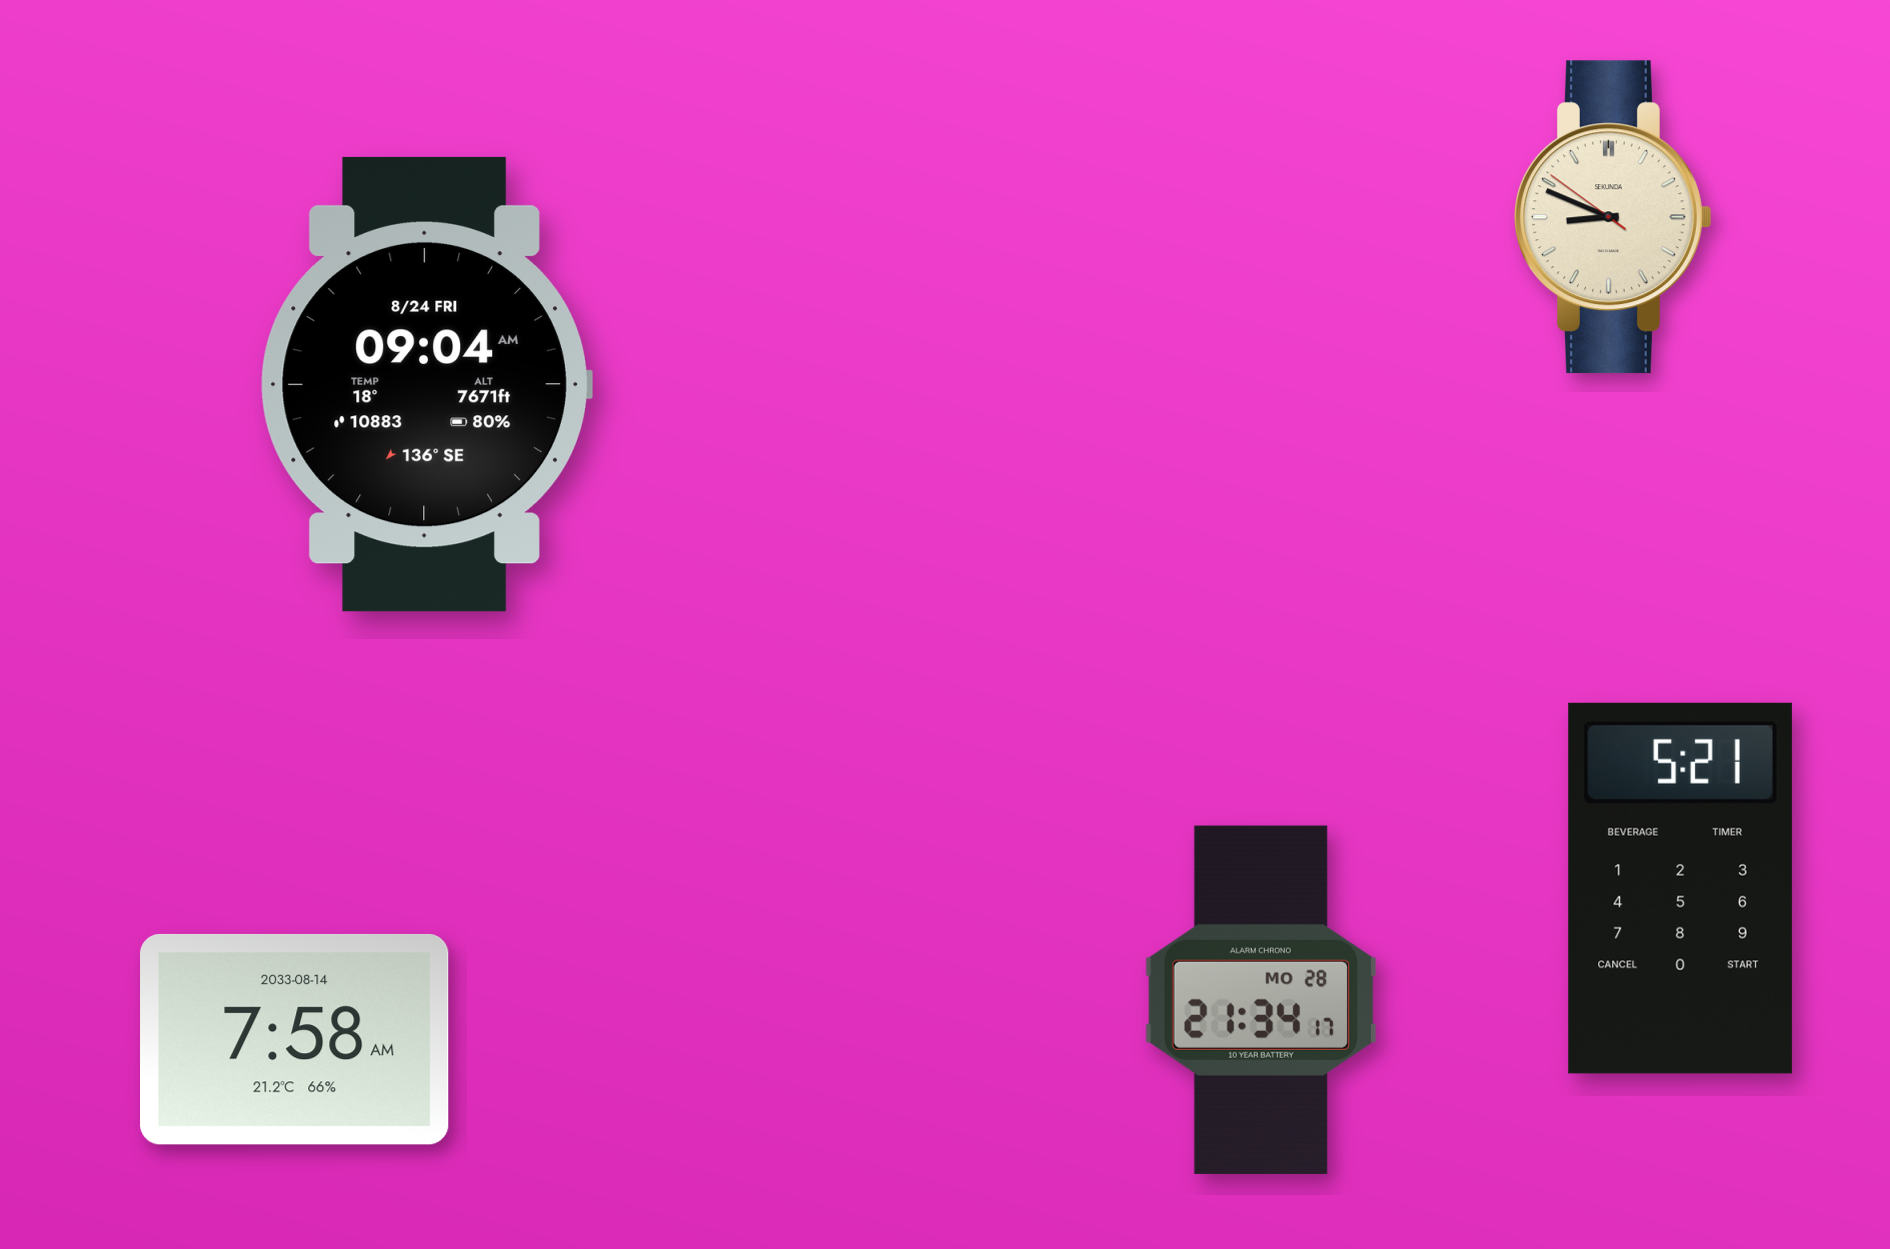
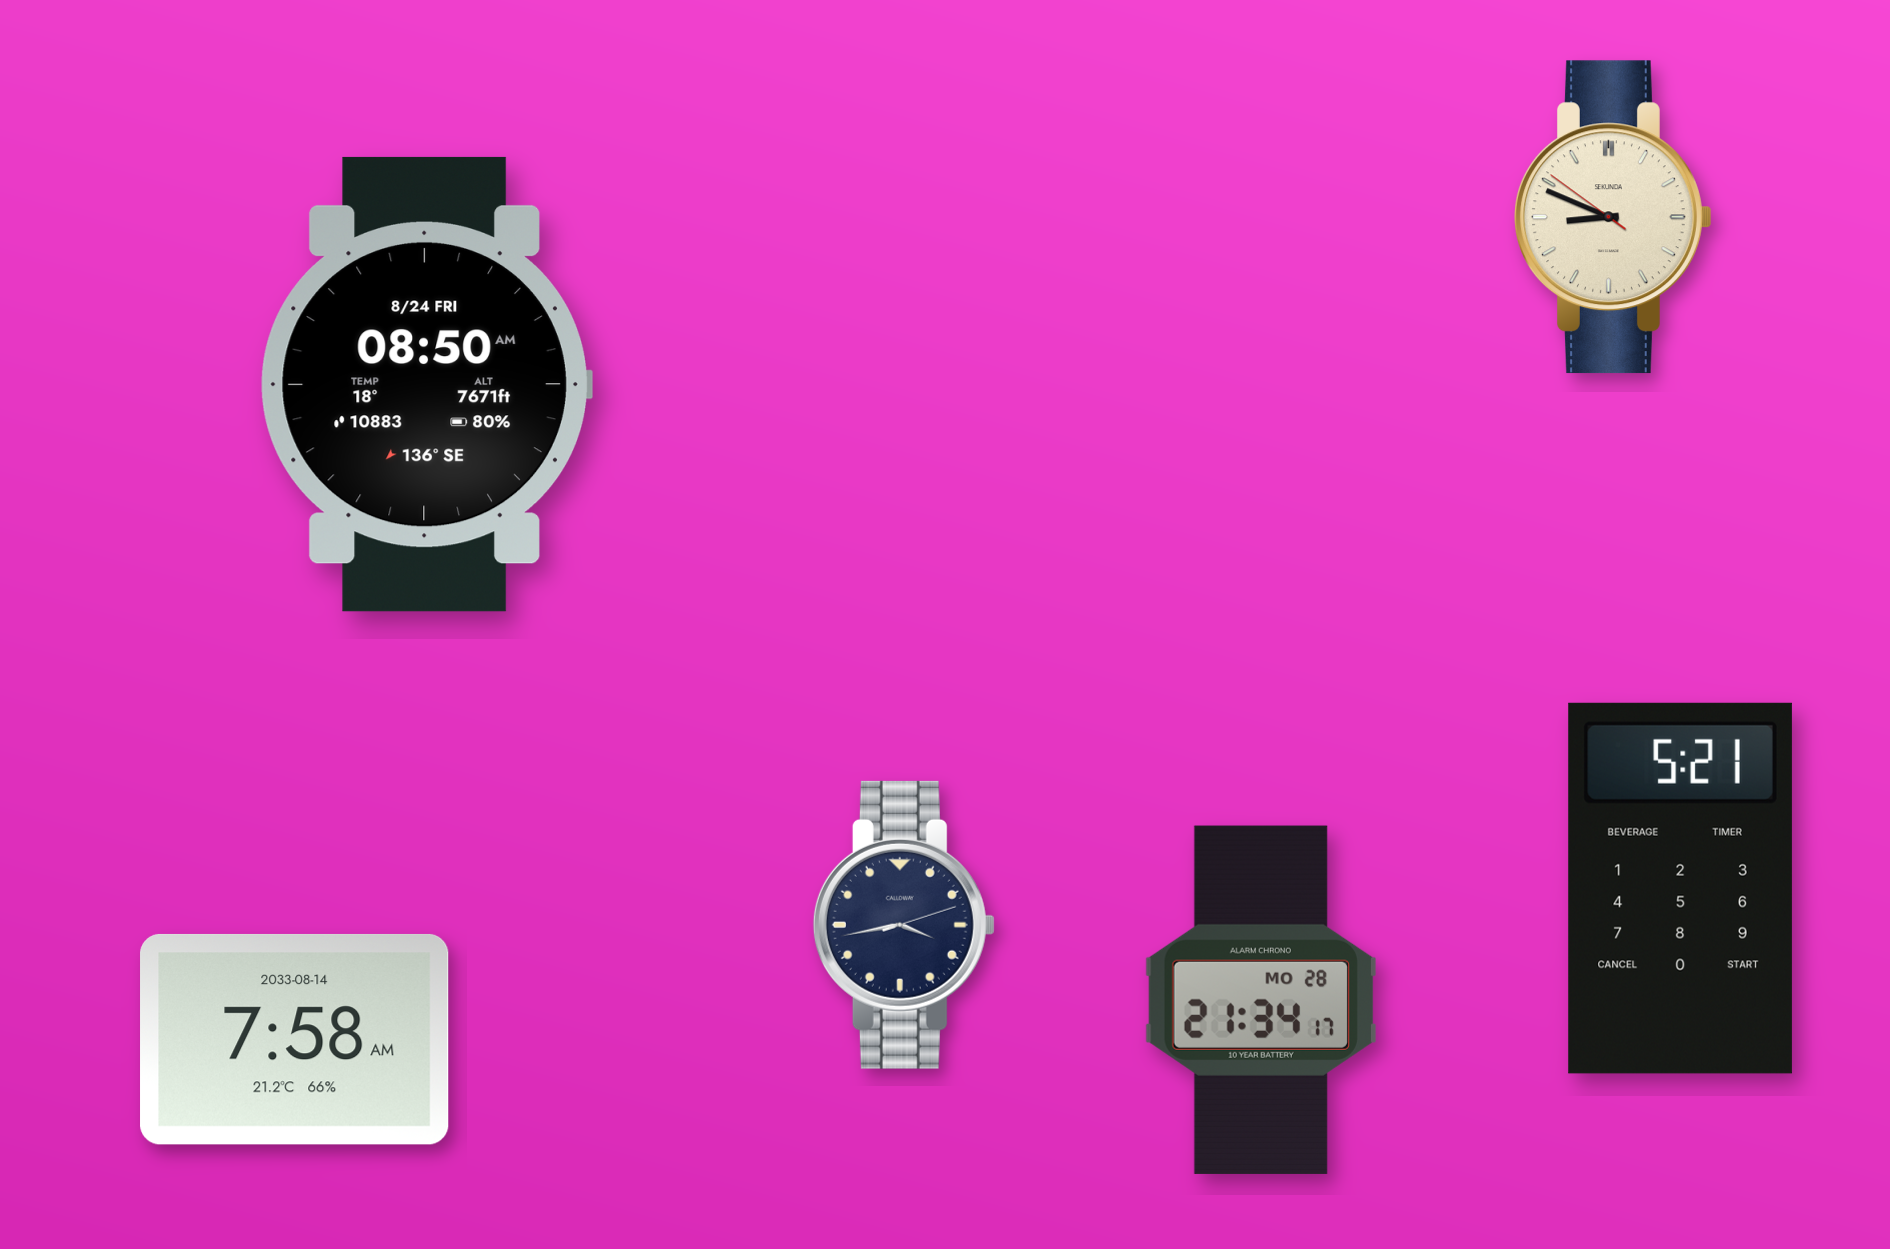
clock at (426, 384): 09:04 -> 08:50
clock at (904, 925): none -> 3:43
